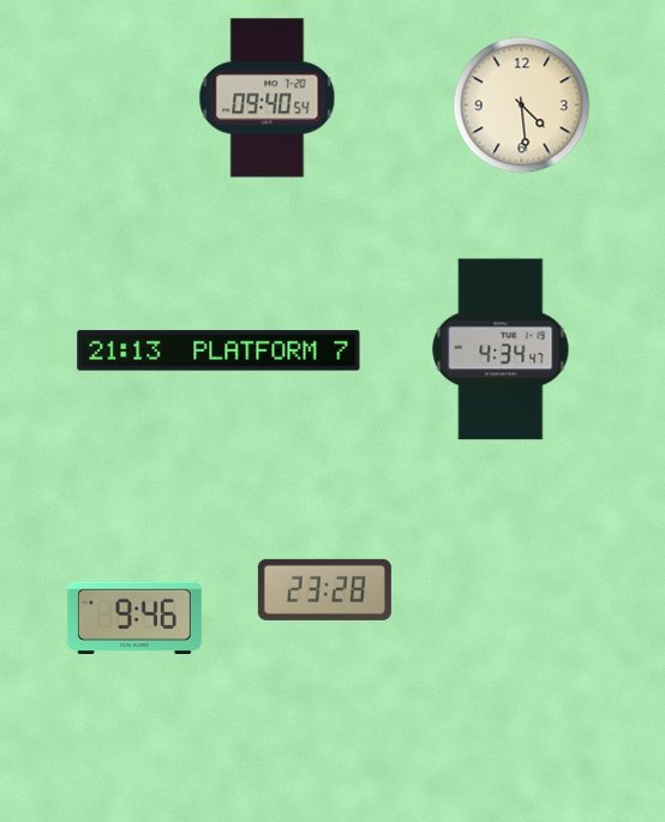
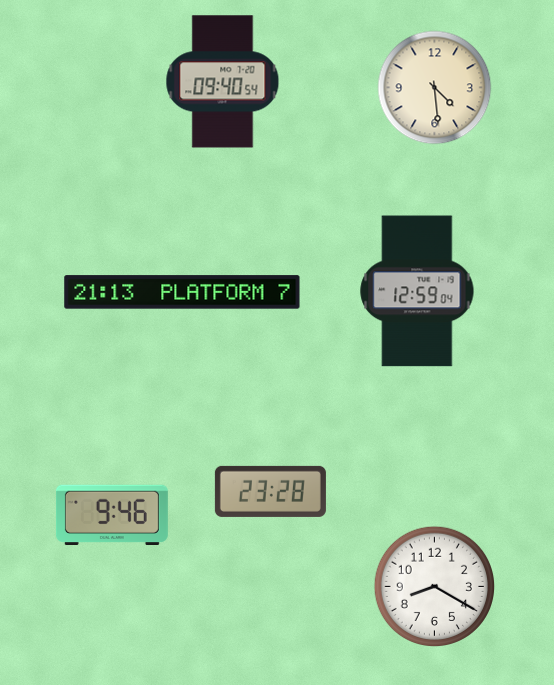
clock at (501, 349): 4:34 -> 12:59
clock at (435, 587): none -> 8:20
